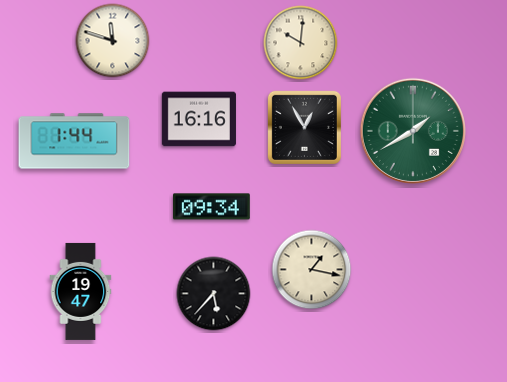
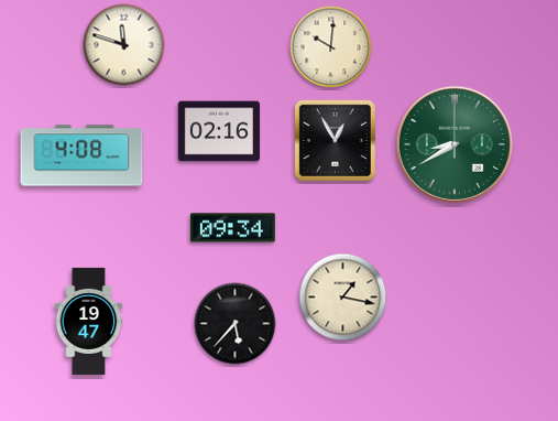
clock at (199, 119): 16:16 -> 02:16
clock at (413, 131): 1:40 -> 8:40
clock at (74, 141): 1:44 -> 4:08
